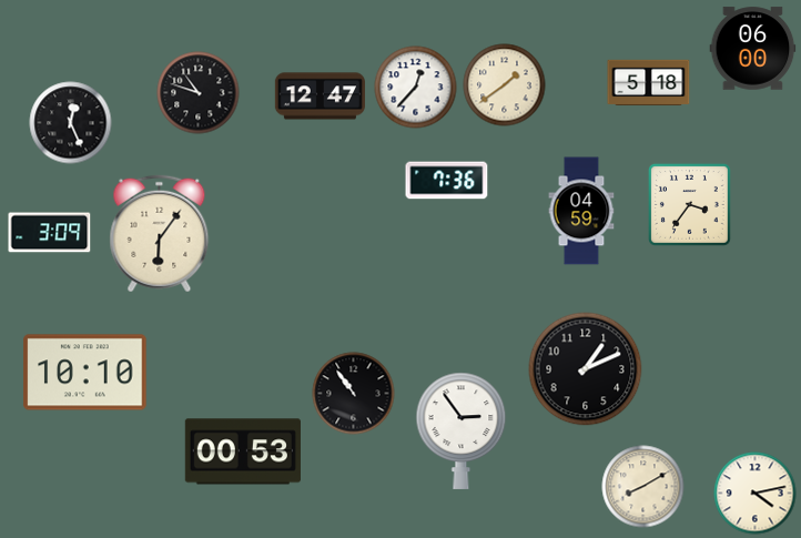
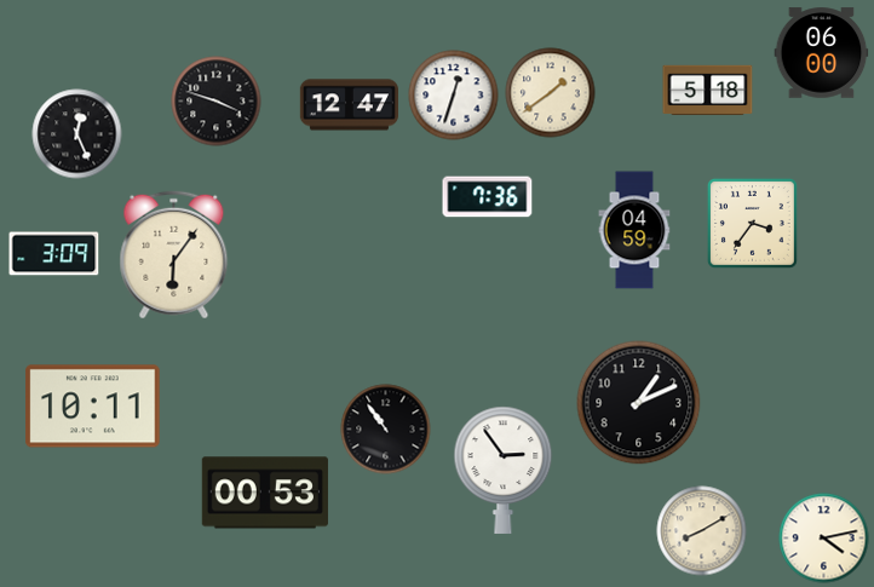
clock at (416, 88): 12:37 -> 12:33
clock at (199, 93): 10:48 -> 3:48
clock at (85, 373): 10:10 -> 10:11
